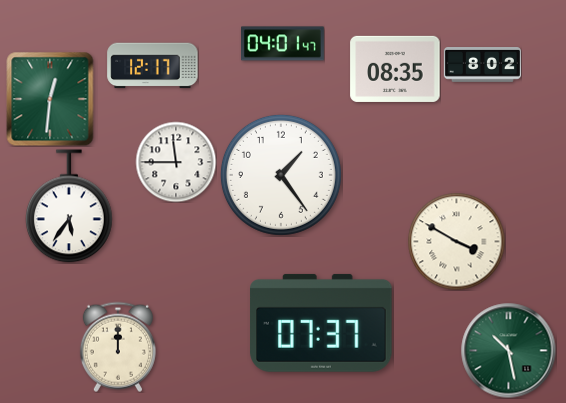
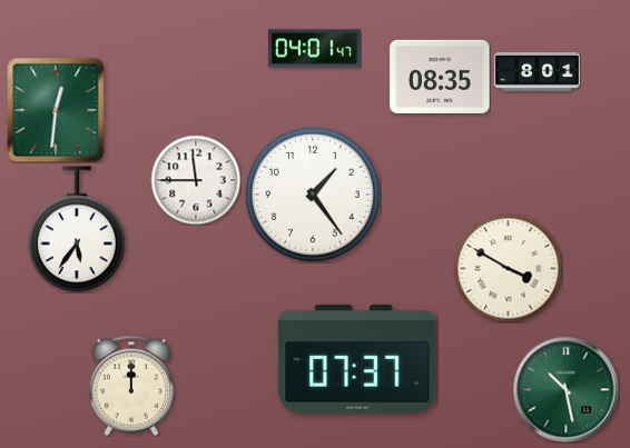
clock at (482, 65): 8:02 -> 8:01
clock at (153, 66): 12:17 -> none
